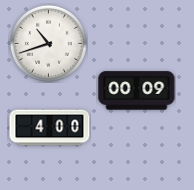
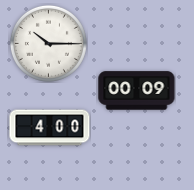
clock at (48, 43): 10:42 -> 10:15
